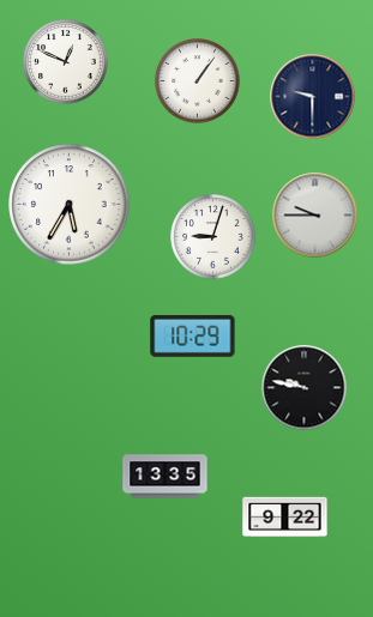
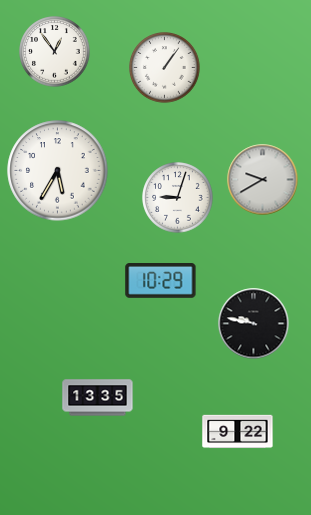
clock at (66, 62): 12:49 -> 12:54
clock at (313, 97): 9:30 -> none
clock at (315, 216): 9:45 -> 9:40
clock at (166, 477) position: (166, 477) -> (98, 398)
